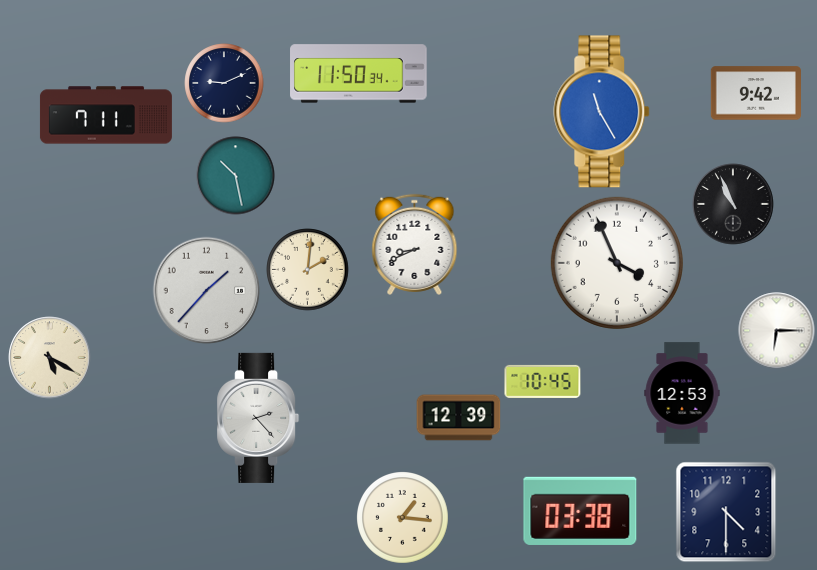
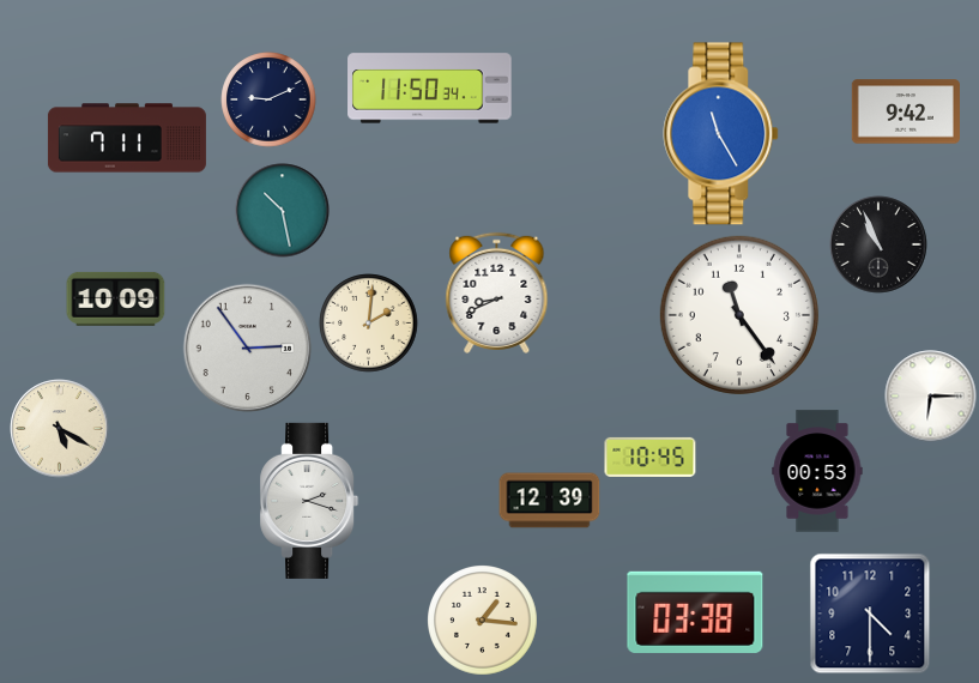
clock at (116, 298): none -> 10:09
clock at (617, 263): 3:56 -> 11:24
clock at (207, 291): 1:37 -> 2:54
clock at (682, 393): 12:53 -> 00:53
clock at (258, 418): 2:23 -> 2:18
